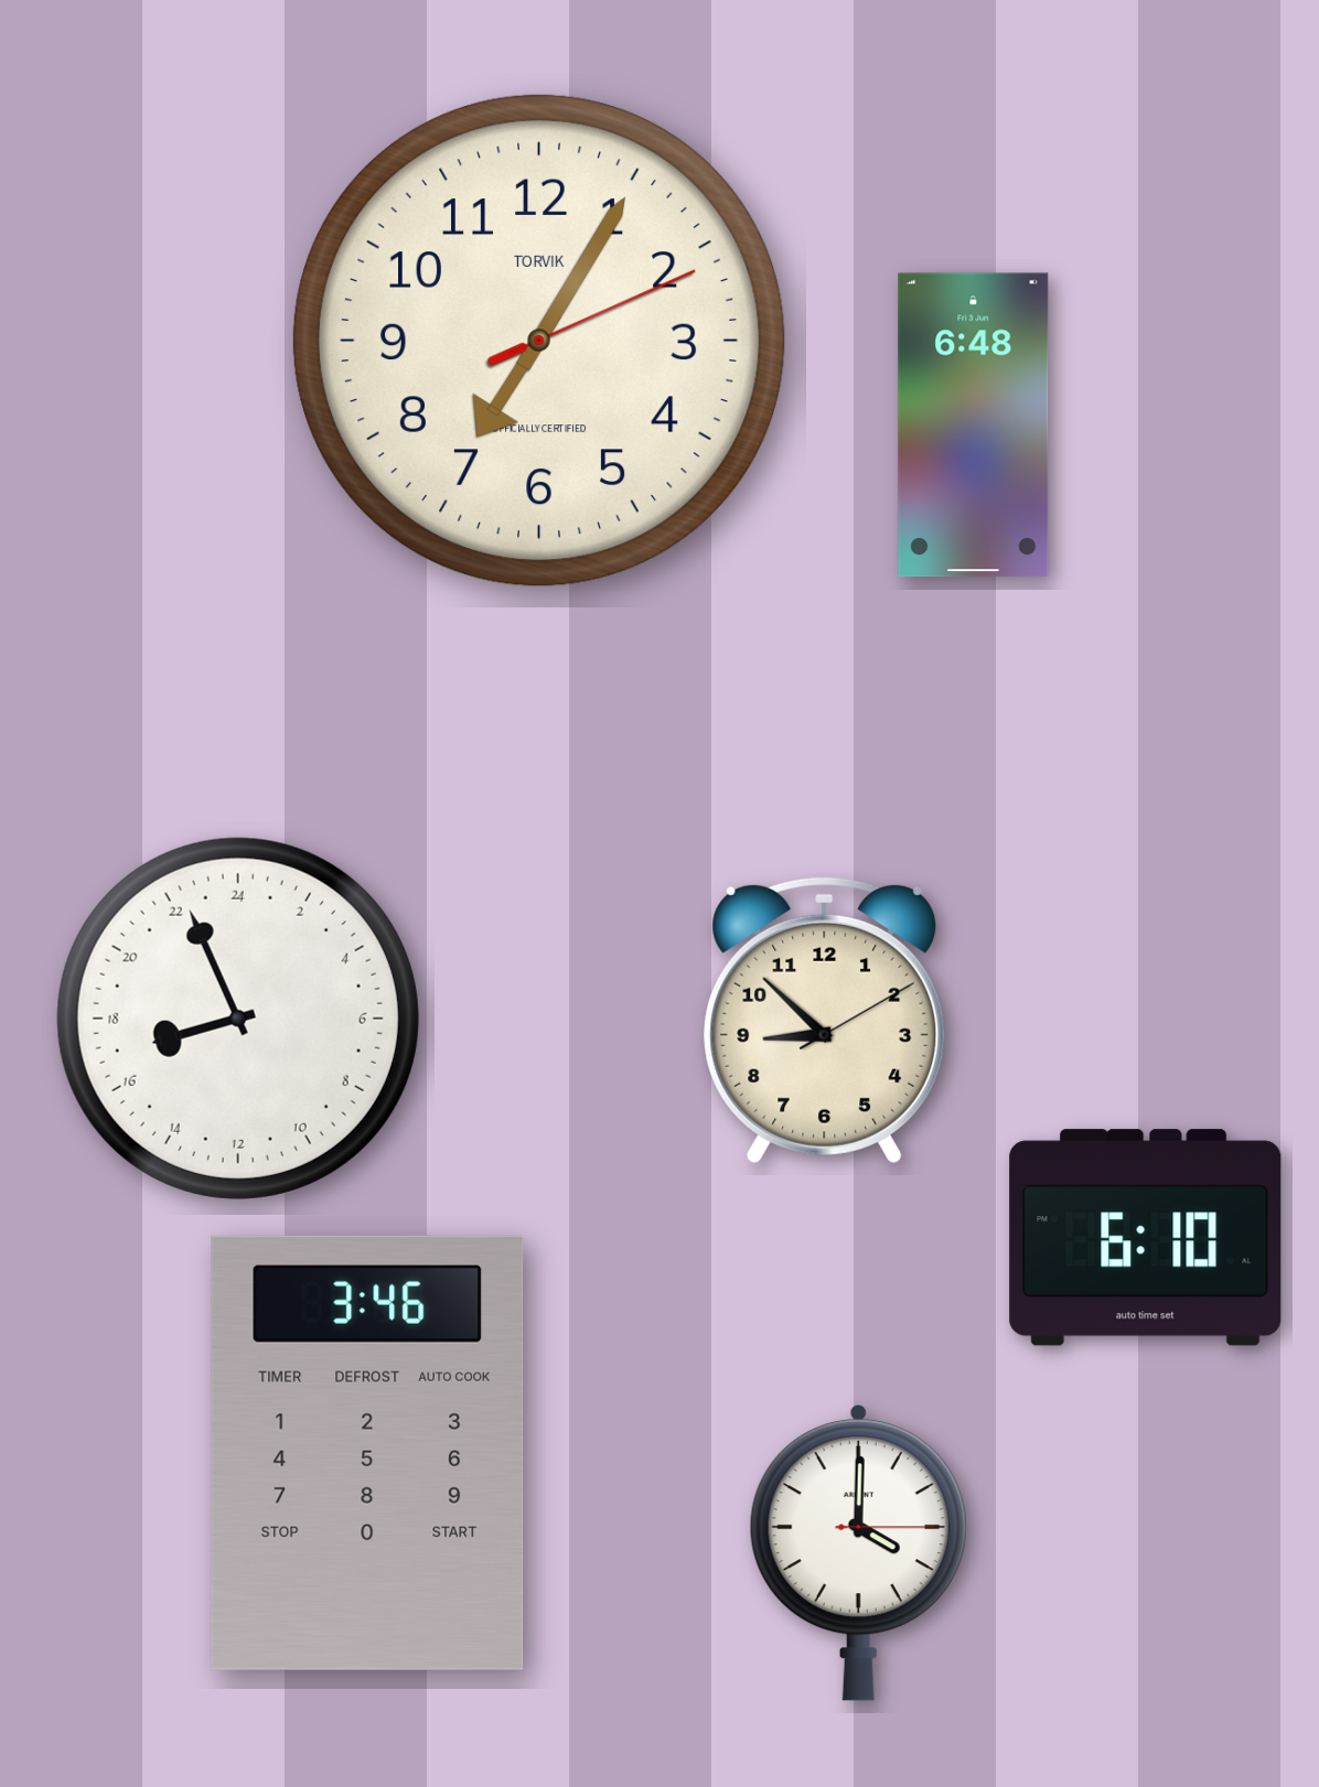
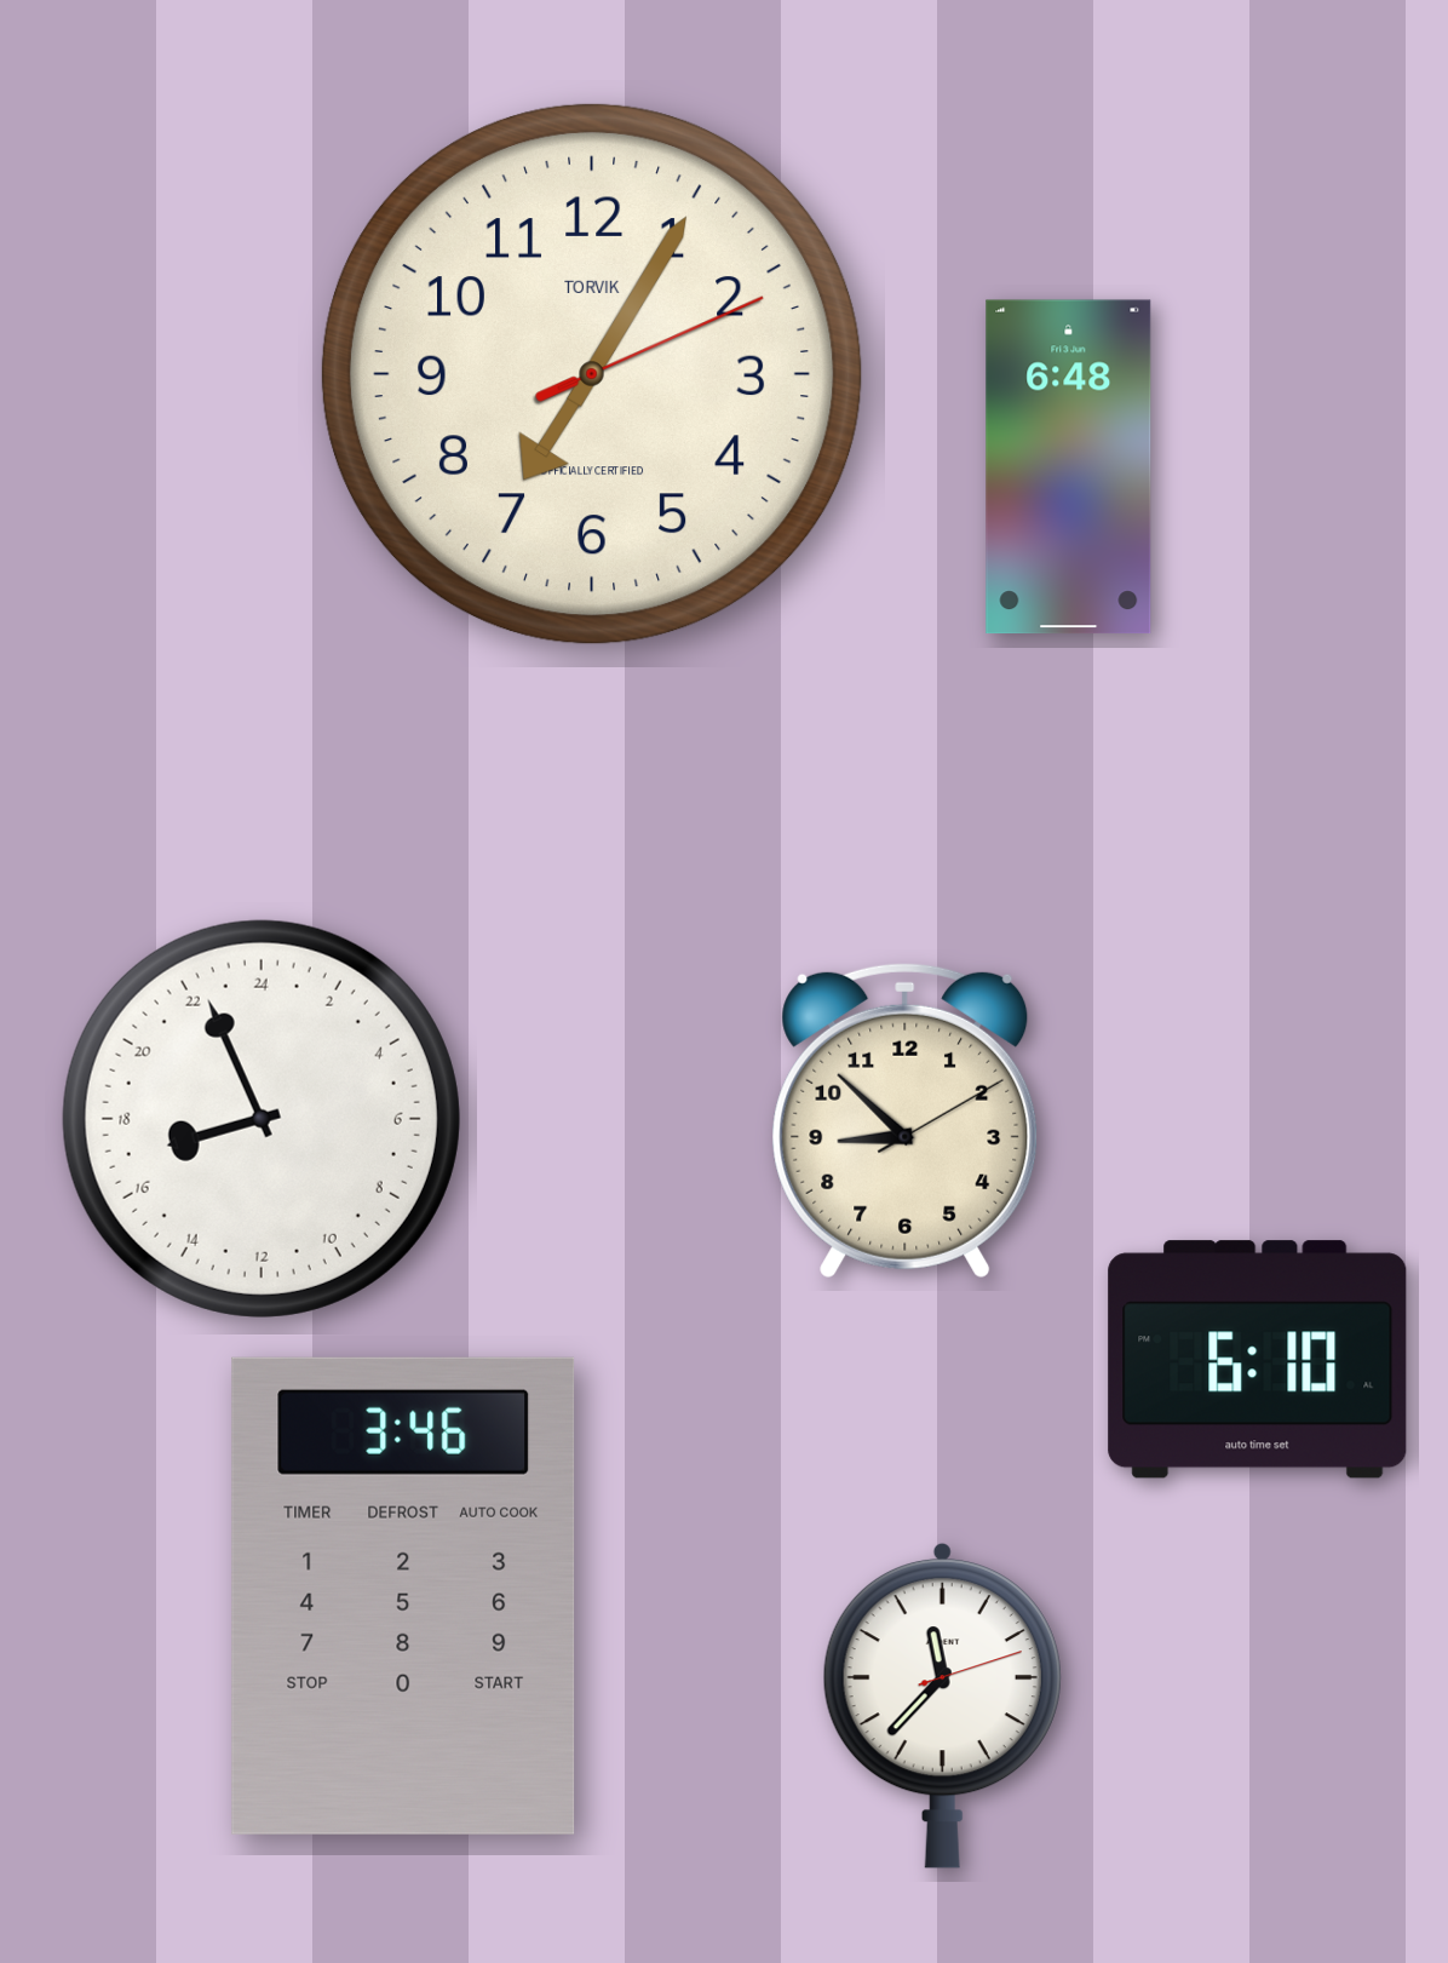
clock at (858, 1552): 4:00 -> 11:37
